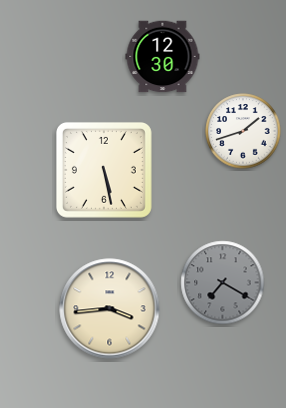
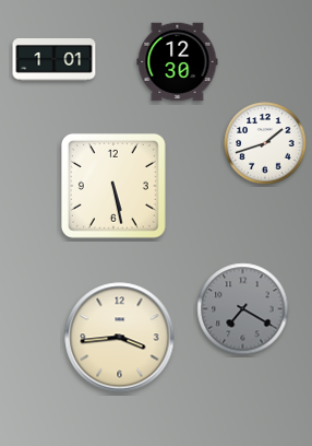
clock at (55, 60): none -> 1:01
